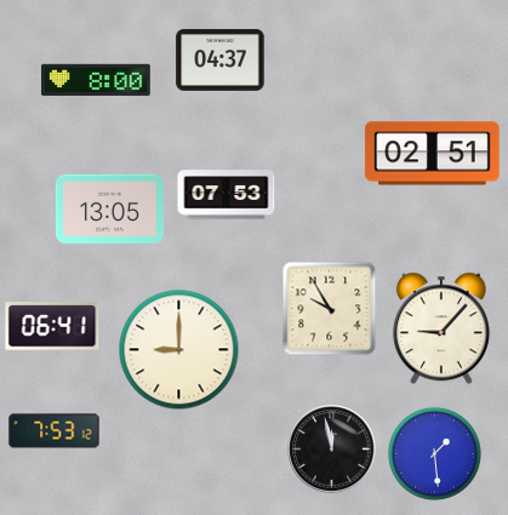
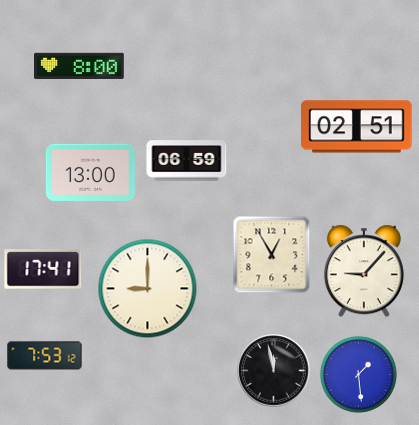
clock at (221, 61): 04:37 -> none
clock at (227, 195): 07:53 -> 06:59
clock at (109, 208): 13:05 -> 13:00
clock at (330, 309): 9:55 -> 12:55
clock at (52, 326): 06:41 -> 17:41
